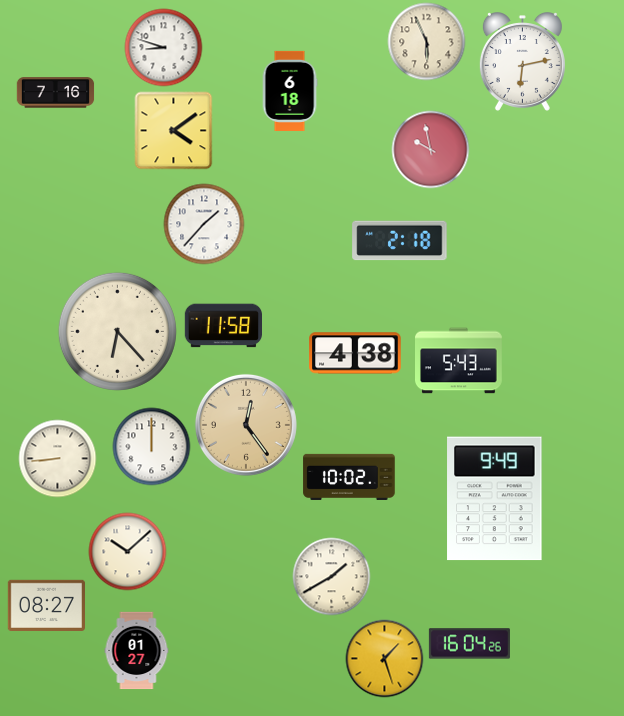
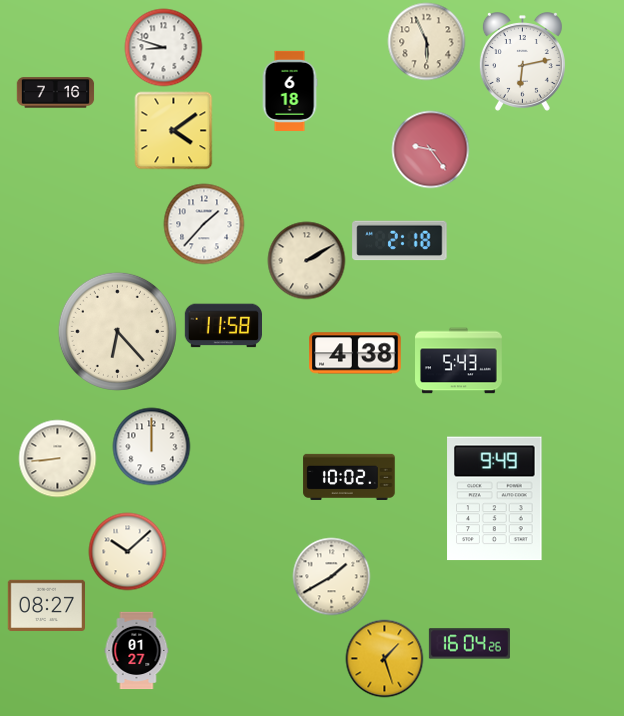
clock at (430, 149): 9:58 -> 9:24
clock at (306, 260): none -> 2:10
clock at (246, 425): 12:24 -> none
